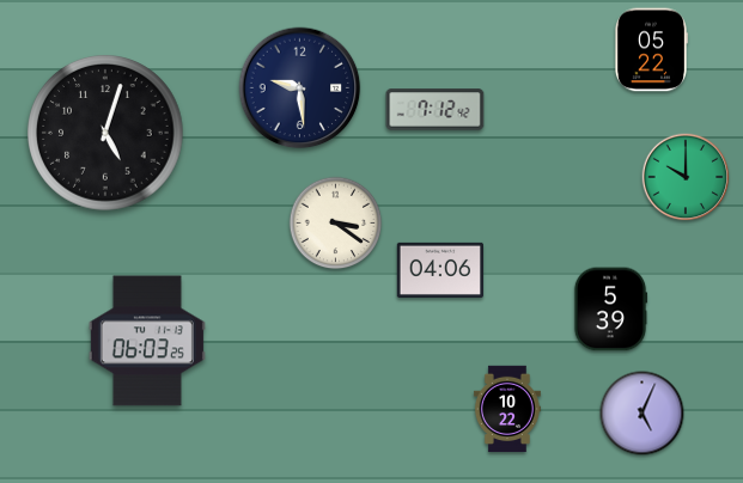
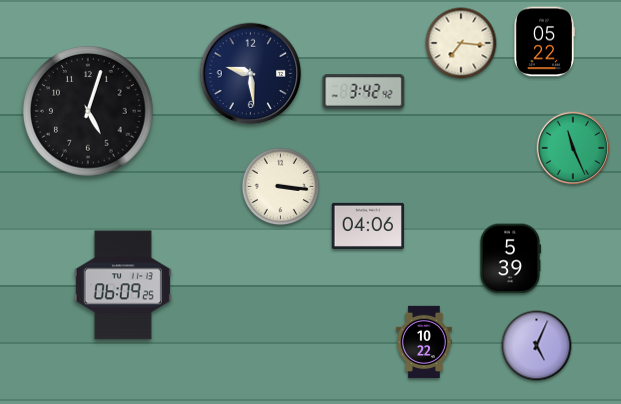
clock at (461, 43): none -> 7:16
clock at (436, 110): 7:12 -> 3:42
clock at (686, 177): 10:00 -> 11:26
clock at (336, 224): 3:21 -> 3:16
clock at (147, 341): 06:03 -> 06:09
